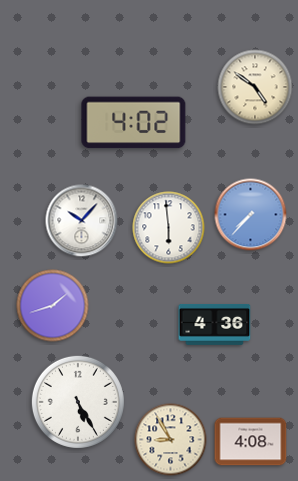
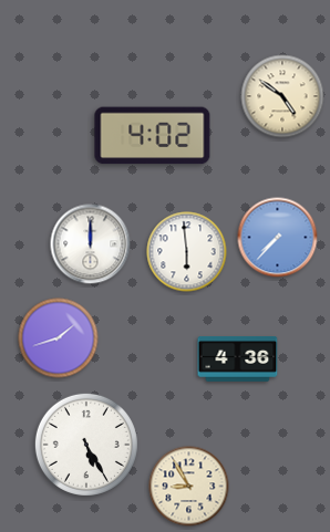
clock at (134, 123) position: (134, 123) -> (153, 136)
clock at (82, 221): 10:07 -> 12:00
clock at (251, 442): 4:08 -> none
